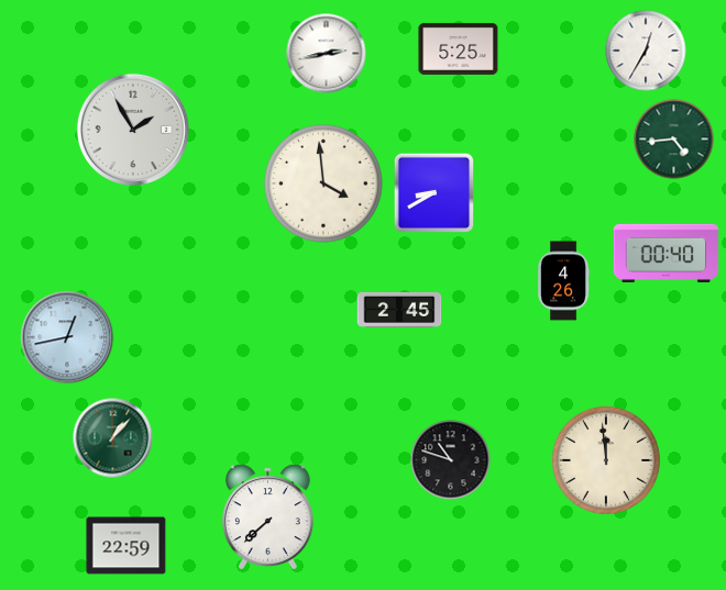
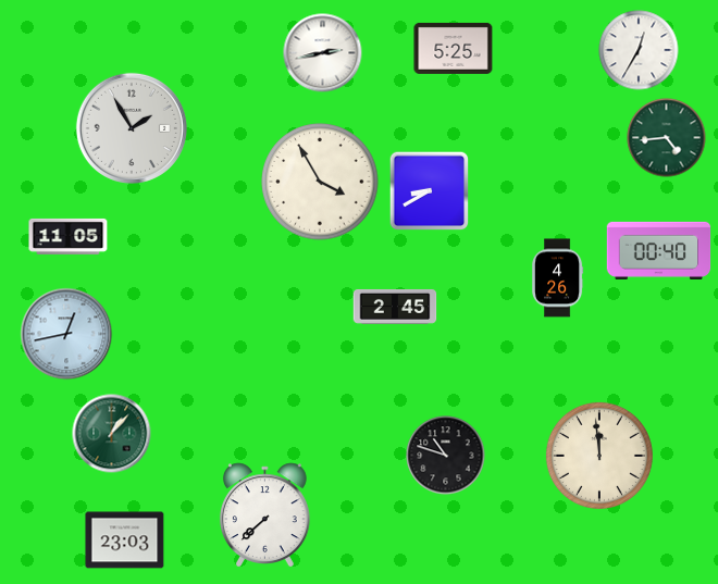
clock at (323, 183): 3:59 -> 3:55
clock at (69, 236): none -> 11:05
clock at (267, 517) position: (267, 517) -> (264, 515)
clock at (127, 546): 22:59 -> 23:03
